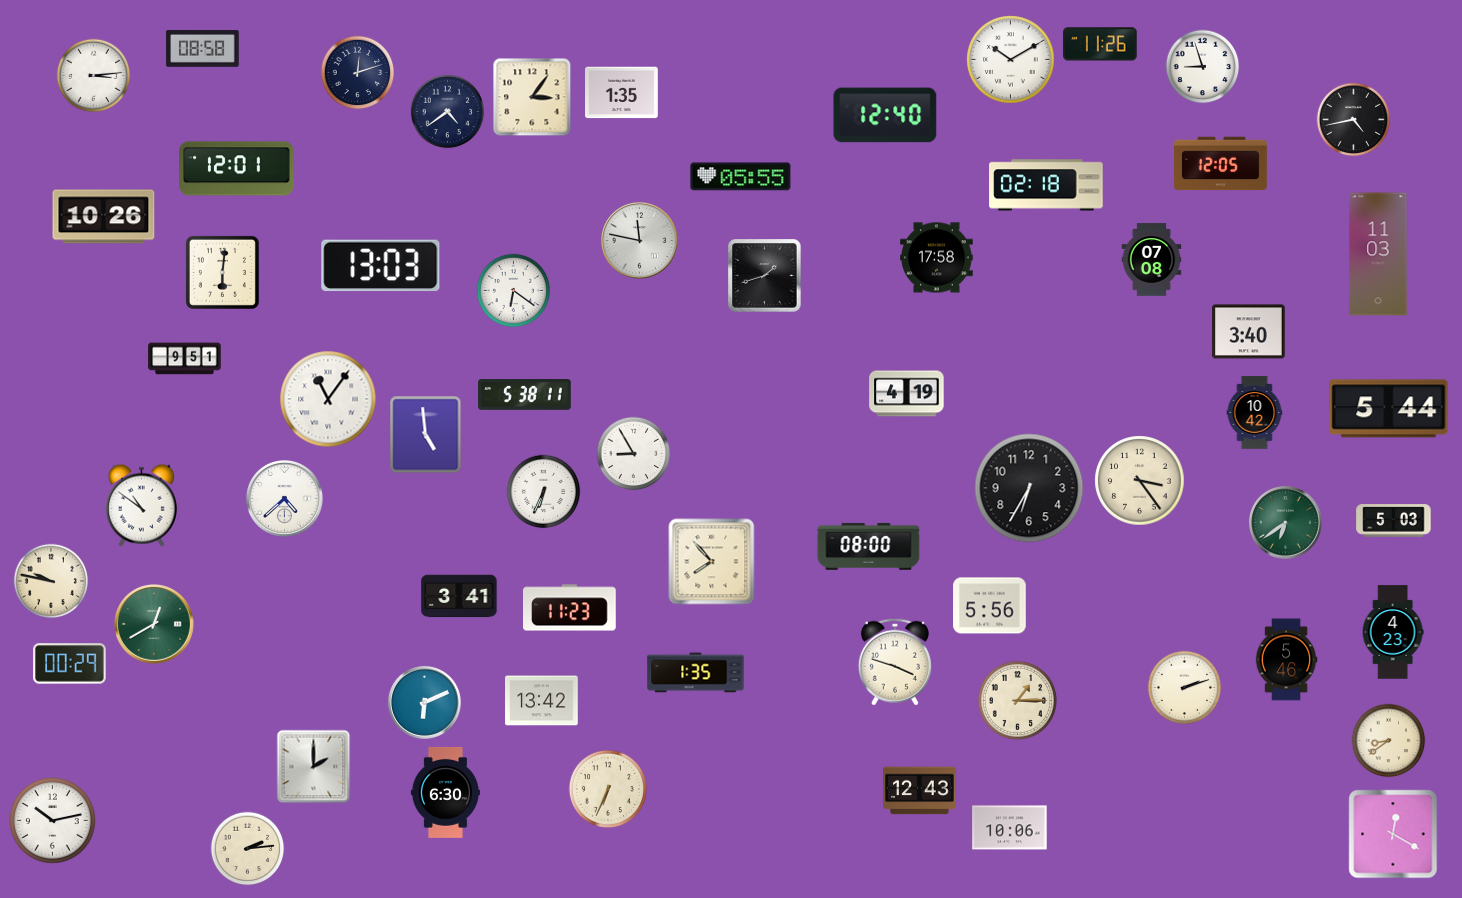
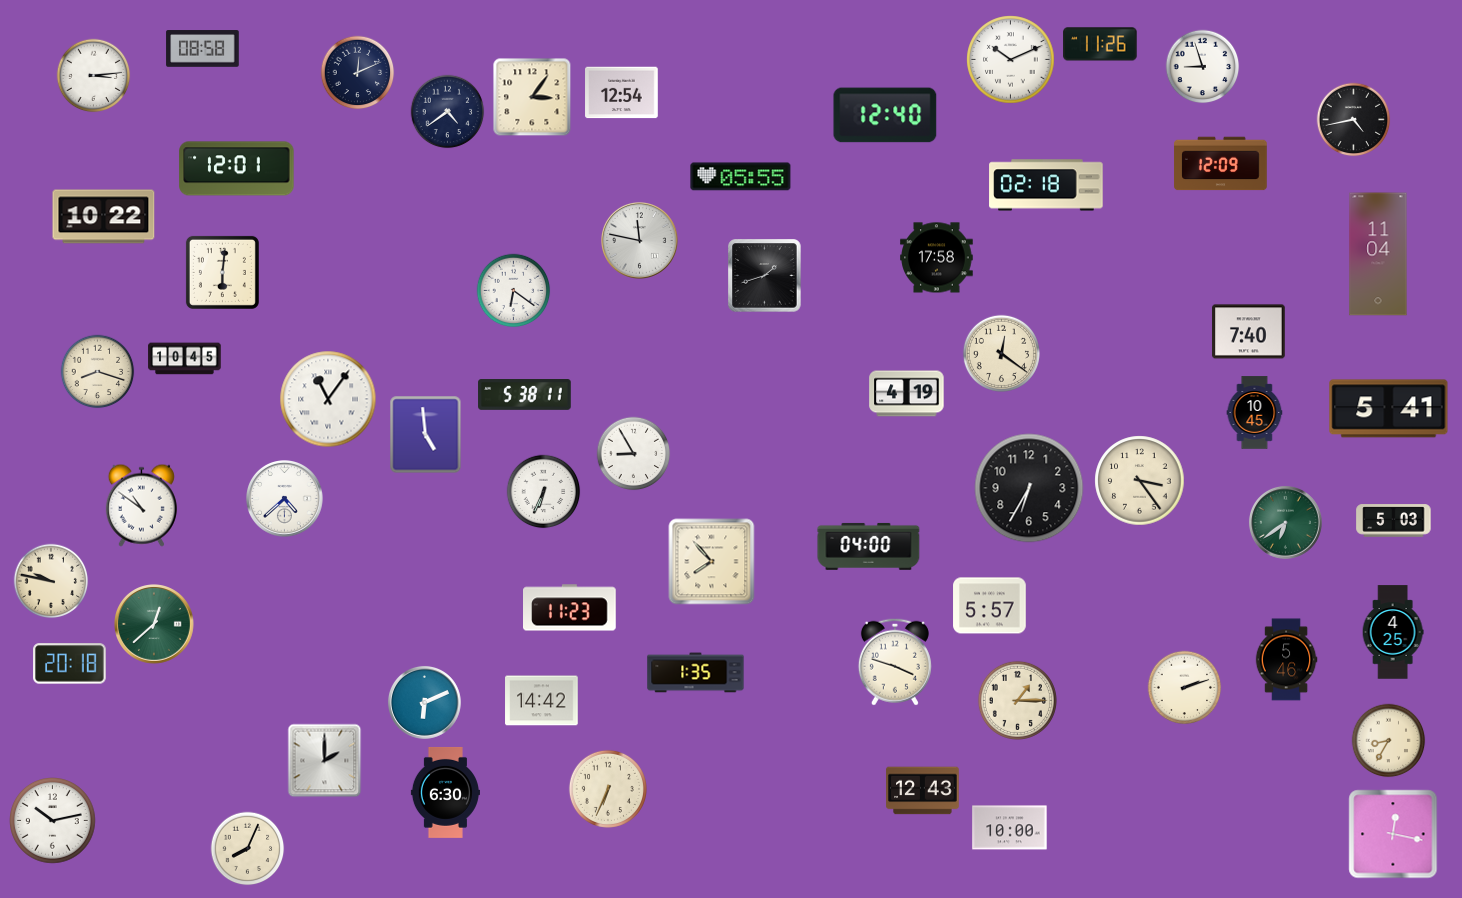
clock at (1011, 60): 10:10 -> 10:11
clock at (358, 73): 12:12 -> 12:11
clock at (622, 93): 1:35 -> 12:54
clock at (1221, 164): 12:05 -> 12:09
clock at (104, 217): 10:26 -> 10:22
clock at (1378, 254): 11:03 -> 11:04
clock at (1152, 260): 07:08 -> none
clock at (381, 266): 13:03 -> none
clock at (1249, 332): 3:40 -> 7:40
clock at (1001, 353): none -> 12:21
clock at (185, 359): 9:51 -> 10:45
clock at (98, 372): none -> 8:18
clock at (1389, 409): 5:44 -> 5:41
clock at (1255, 413): 10:42 -> 10:45
clock at (869, 546): 08:00 -> 04:00
clock at (459, 596): 3:41 -> none
clock at (990, 606): 5:56 -> 5:57
clock at (155, 625): 12:40 -> 12:38
clock at (1393, 632): 4:23 -> 4:25
clock at (70, 664): 00:29 -> 20:18
clock at (542, 701): 13:42 -> 14:42
clock at (1389, 741): 8:39 -> 8:35
clock at (314, 767) position: (314, 767) -> (325, 761)
clock at (920, 791) position: (920, 791) -> (923, 791)
clock at (1010, 828): 10:06 -> 10:00
clock at (1393, 834): 12:20 -> 12:17
clock at (248, 849): 2:14 -> 8:04
